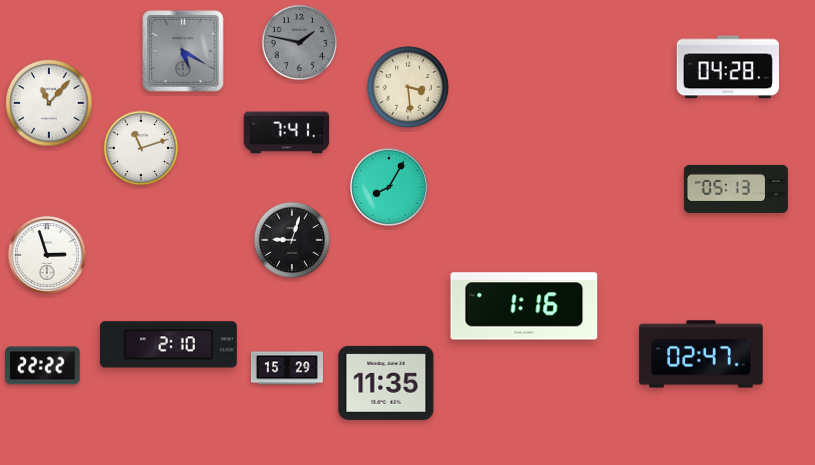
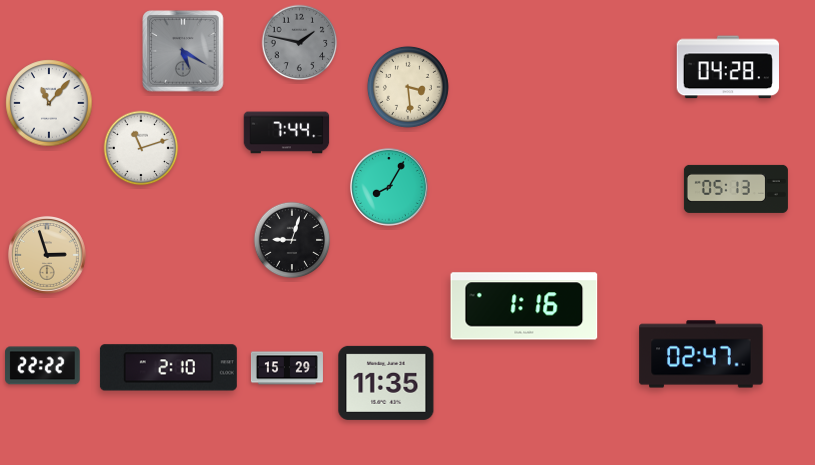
clock at (287, 133): 7:41 -> 7:44
clock at (47, 255) dial: white -> champagne
clock at (168, 345) position: (168, 345) -> (168, 368)
